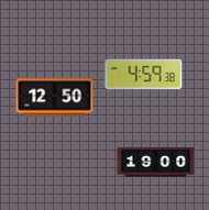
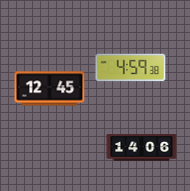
clock at (55, 98): 12:50 -> 12:45
clock at (156, 163): 19:00 -> 14:06
